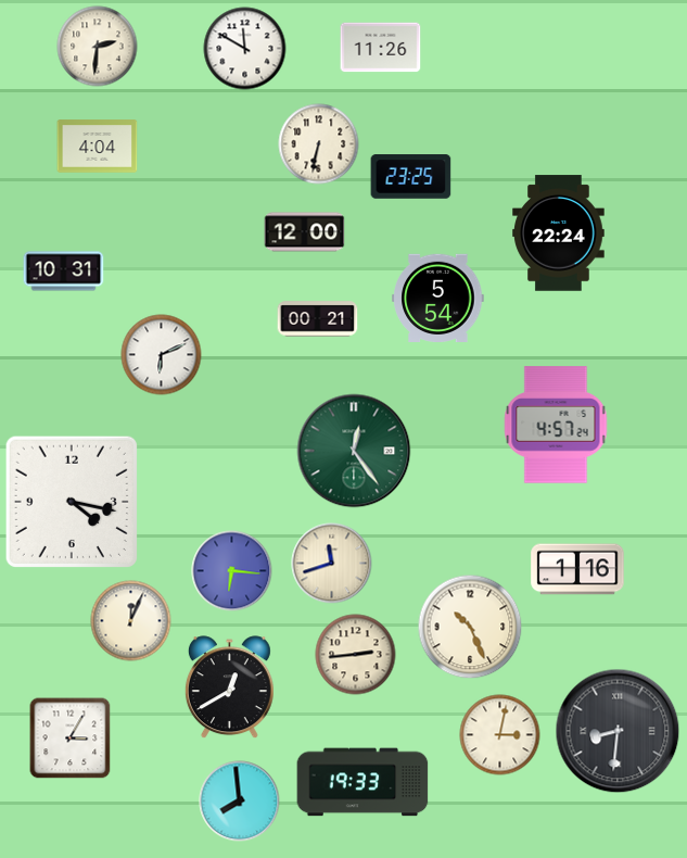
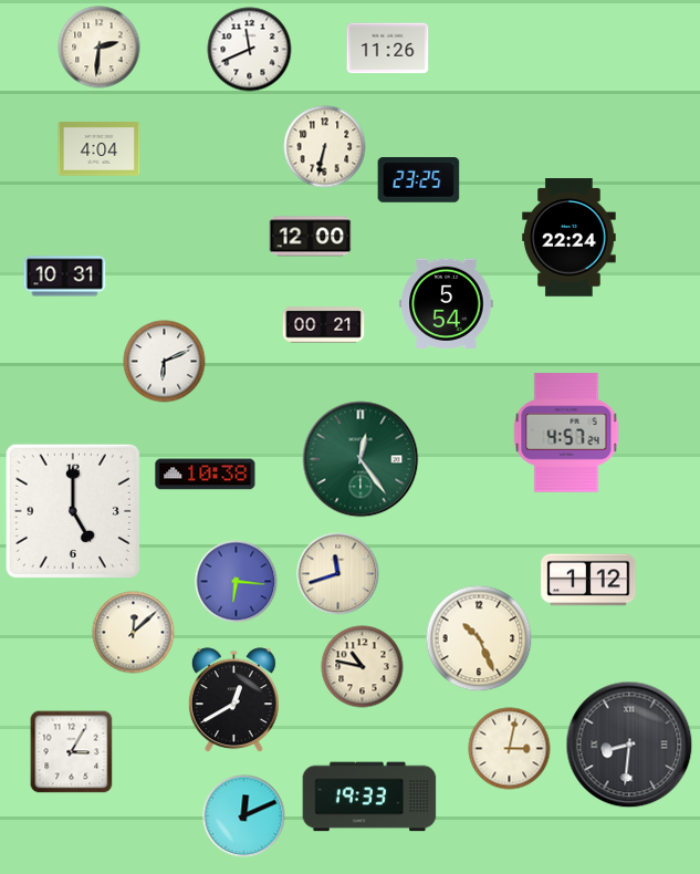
clock at (245, 49): 11:50 -> 11:41
clock at (206, 475): none -> 10:38
clock at (72, 502): 4:17 -> 5:00
clock at (577, 569): 1:16 -> 1:12
clock at (131, 621): 12:04 -> 12:08
clock at (356, 655): 2:44 -> 10:47
clock at (240, 802): 7:59 -> 12:11
